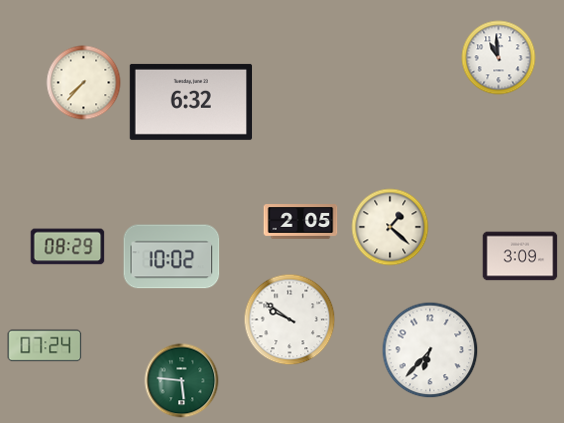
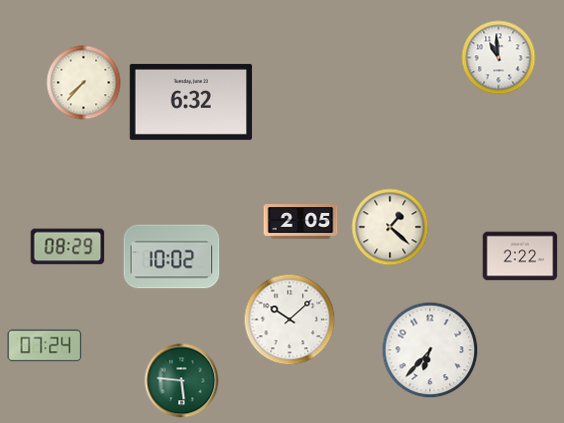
clock at (520, 256): 3:09 -> 2:22
clock at (290, 320): 9:51 -> 10:08
